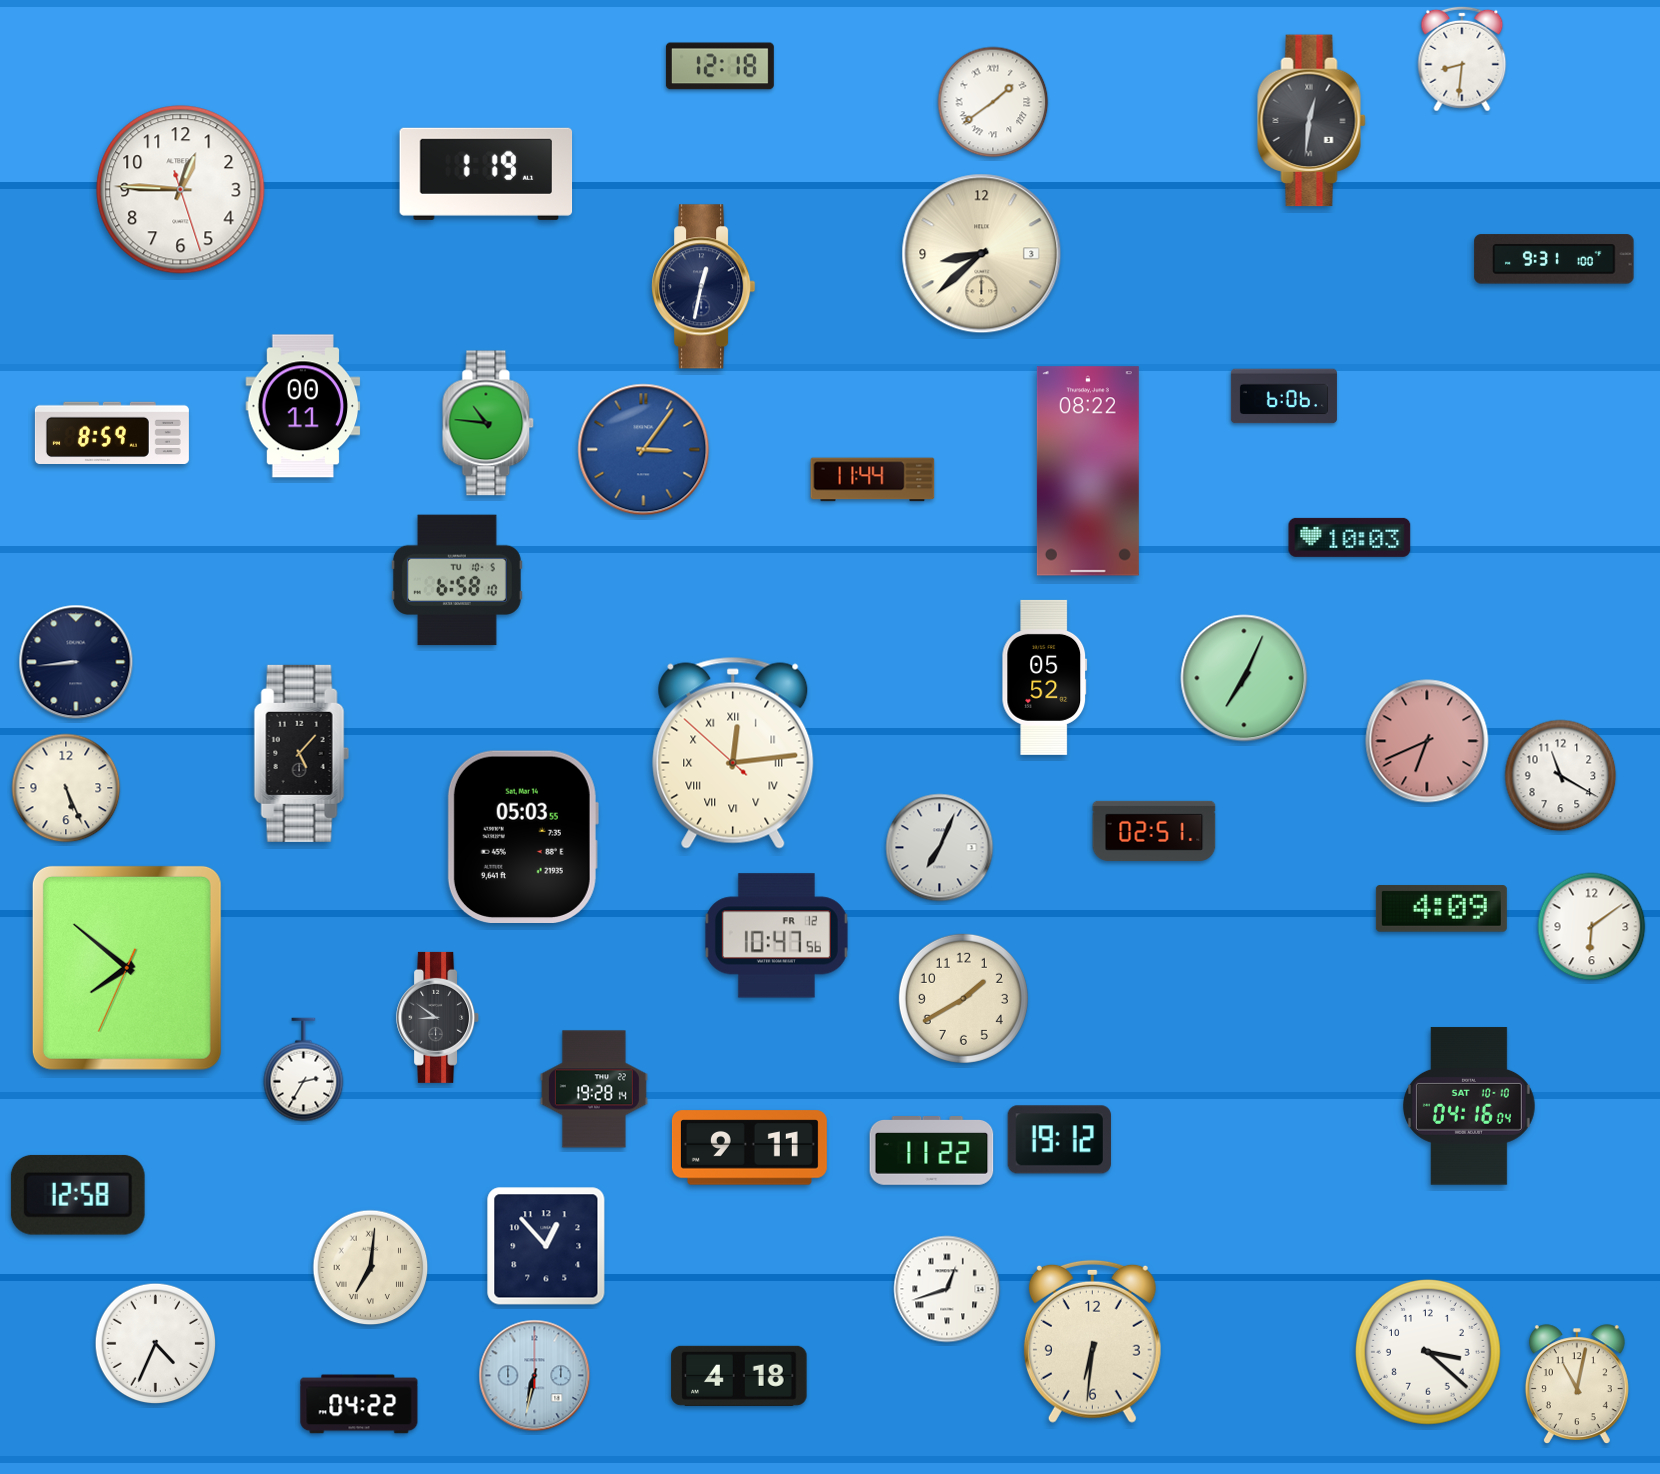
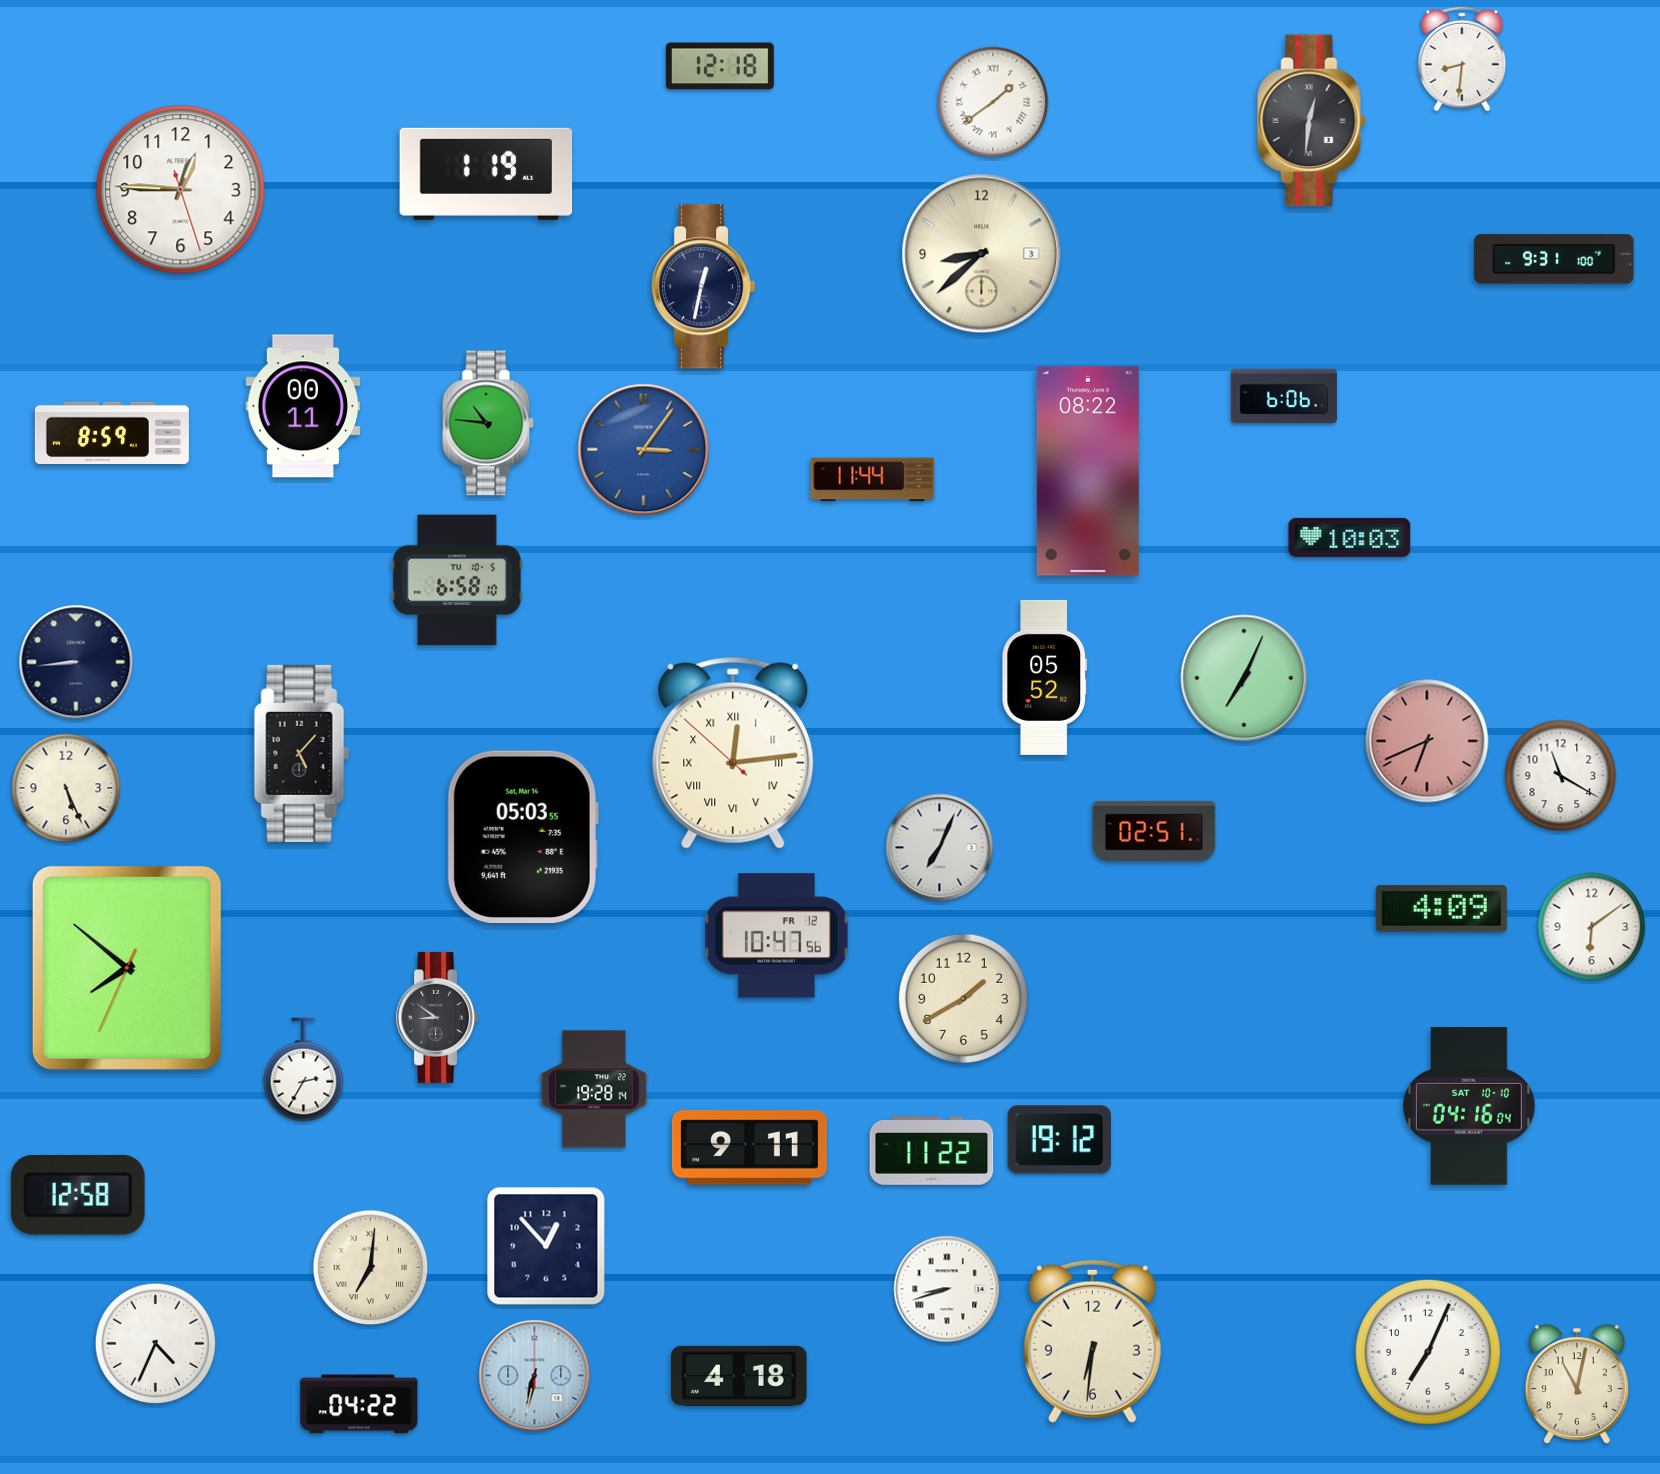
clock at (947, 1289): 12:42 -> 8:42
clock at (1428, 1352): 3:22 -> 7:04
